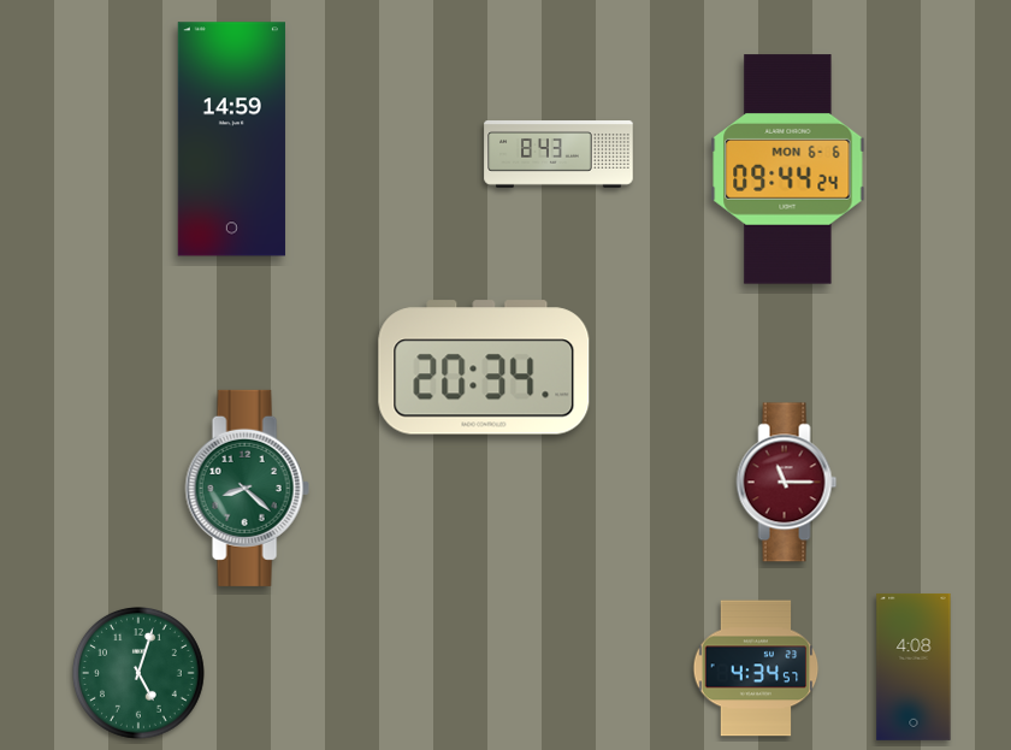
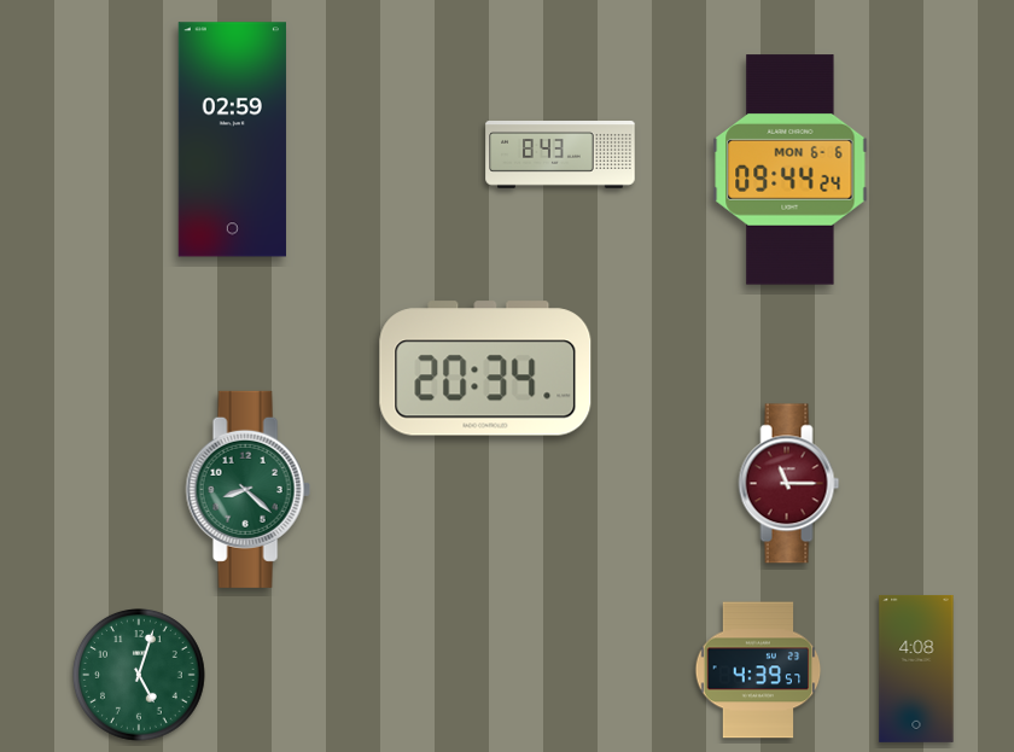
clock at (231, 140): 14:59 -> 02:59
clock at (756, 668): 4:34 -> 4:39
